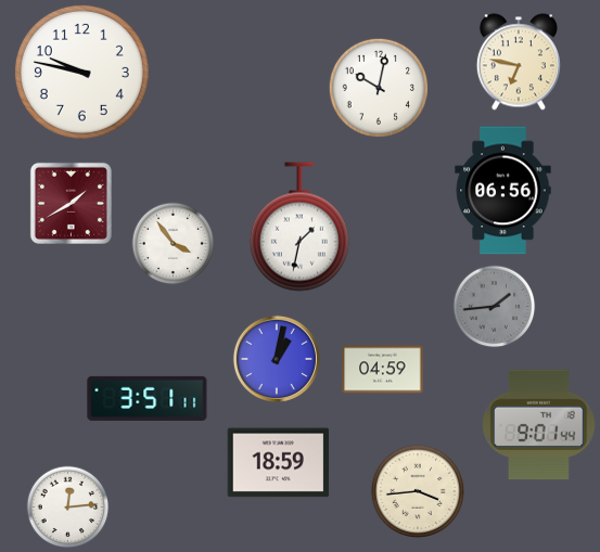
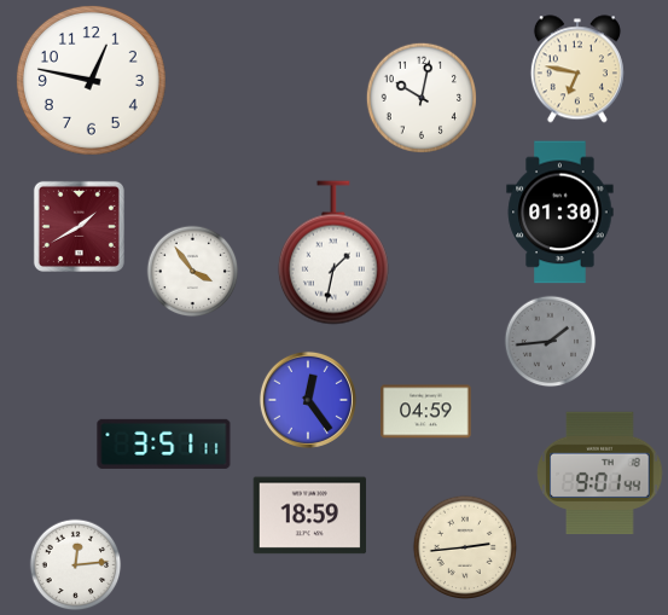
clock at (81, 72): 9:47 -> 12:47
clock at (503, 191): 06:56 -> 01:30
clock at (277, 359): 1:02 -> 12:24
clock at (417, 490): 3:44 -> 2:44
